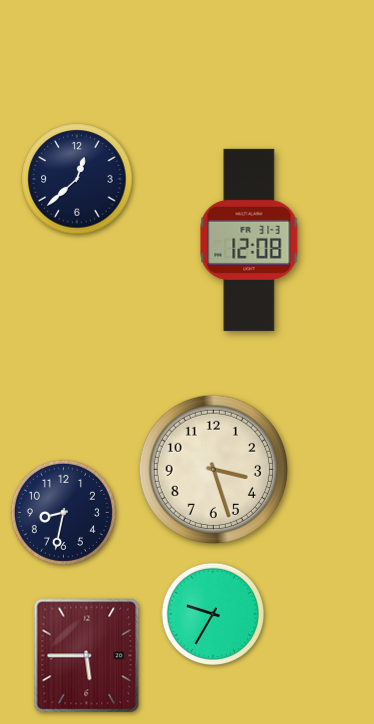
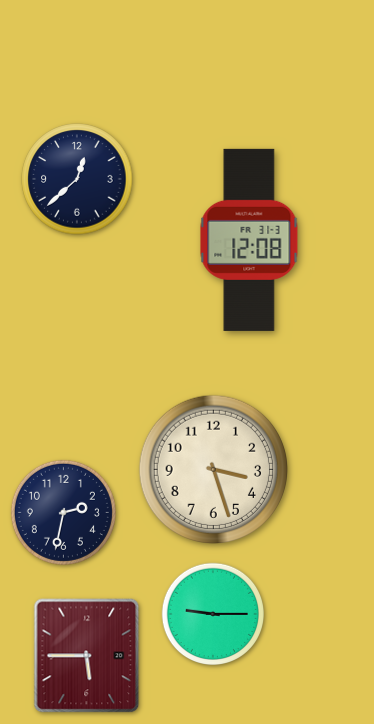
clock at (63, 512): 8:32 -> 2:32
clock at (213, 614): 9:35 -> 9:15
